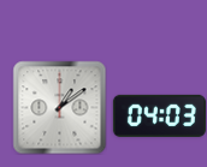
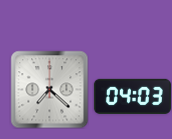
clock at (59, 107): 1:09 -> 7:22
